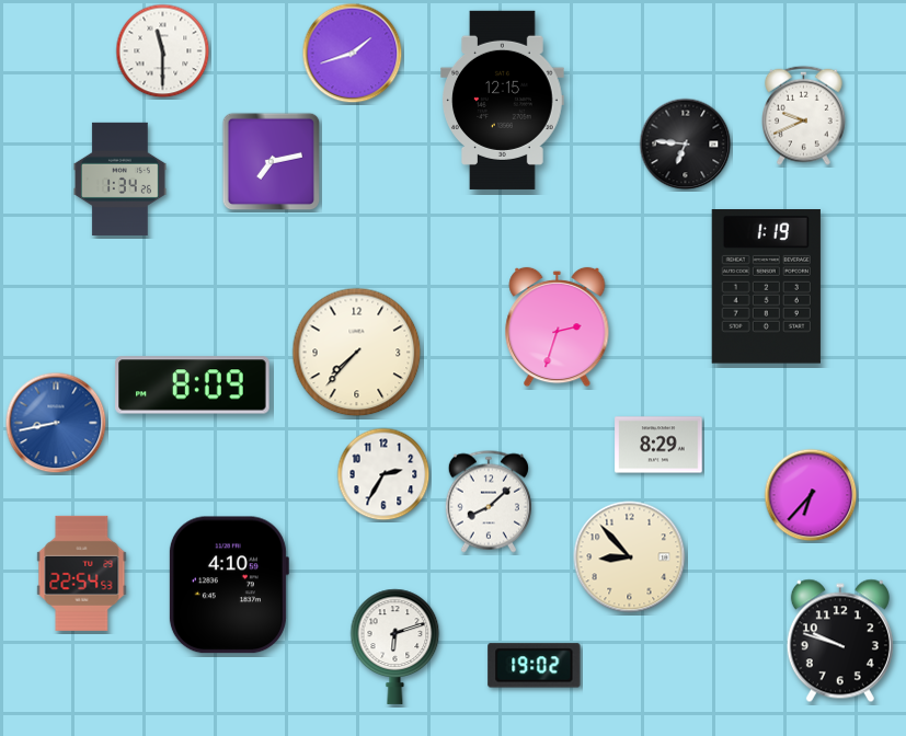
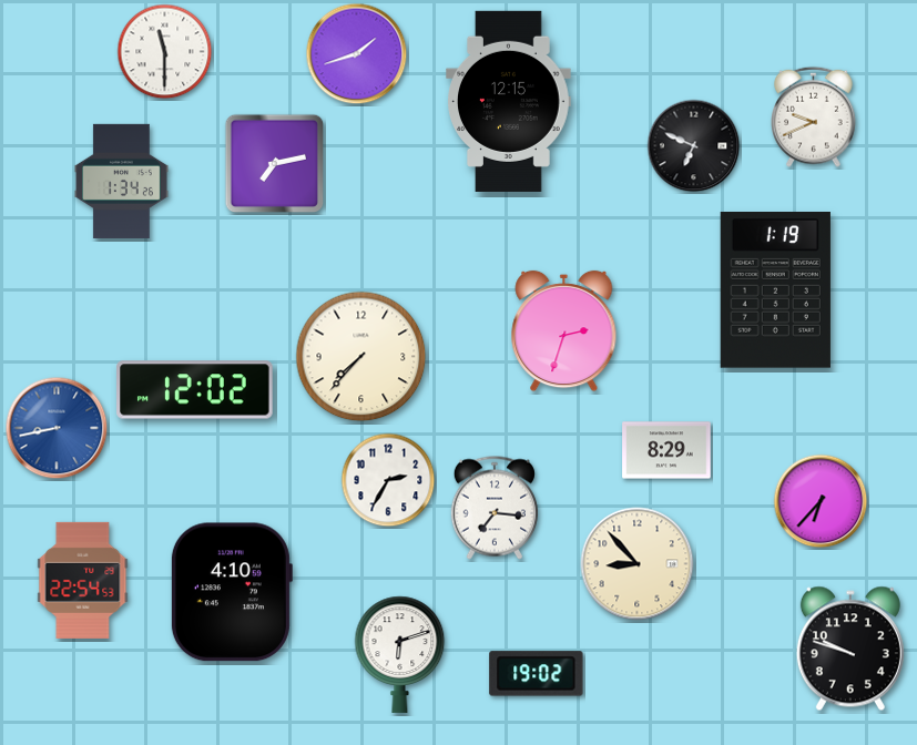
clock at (686, 145): 6:46 -> 6:49
clock at (193, 386): 8:09 -> 12:02
clock at (489, 502): 8:08 -> 7:16
clock at (535, 666) position: (535, 666) -> (537, 674)
